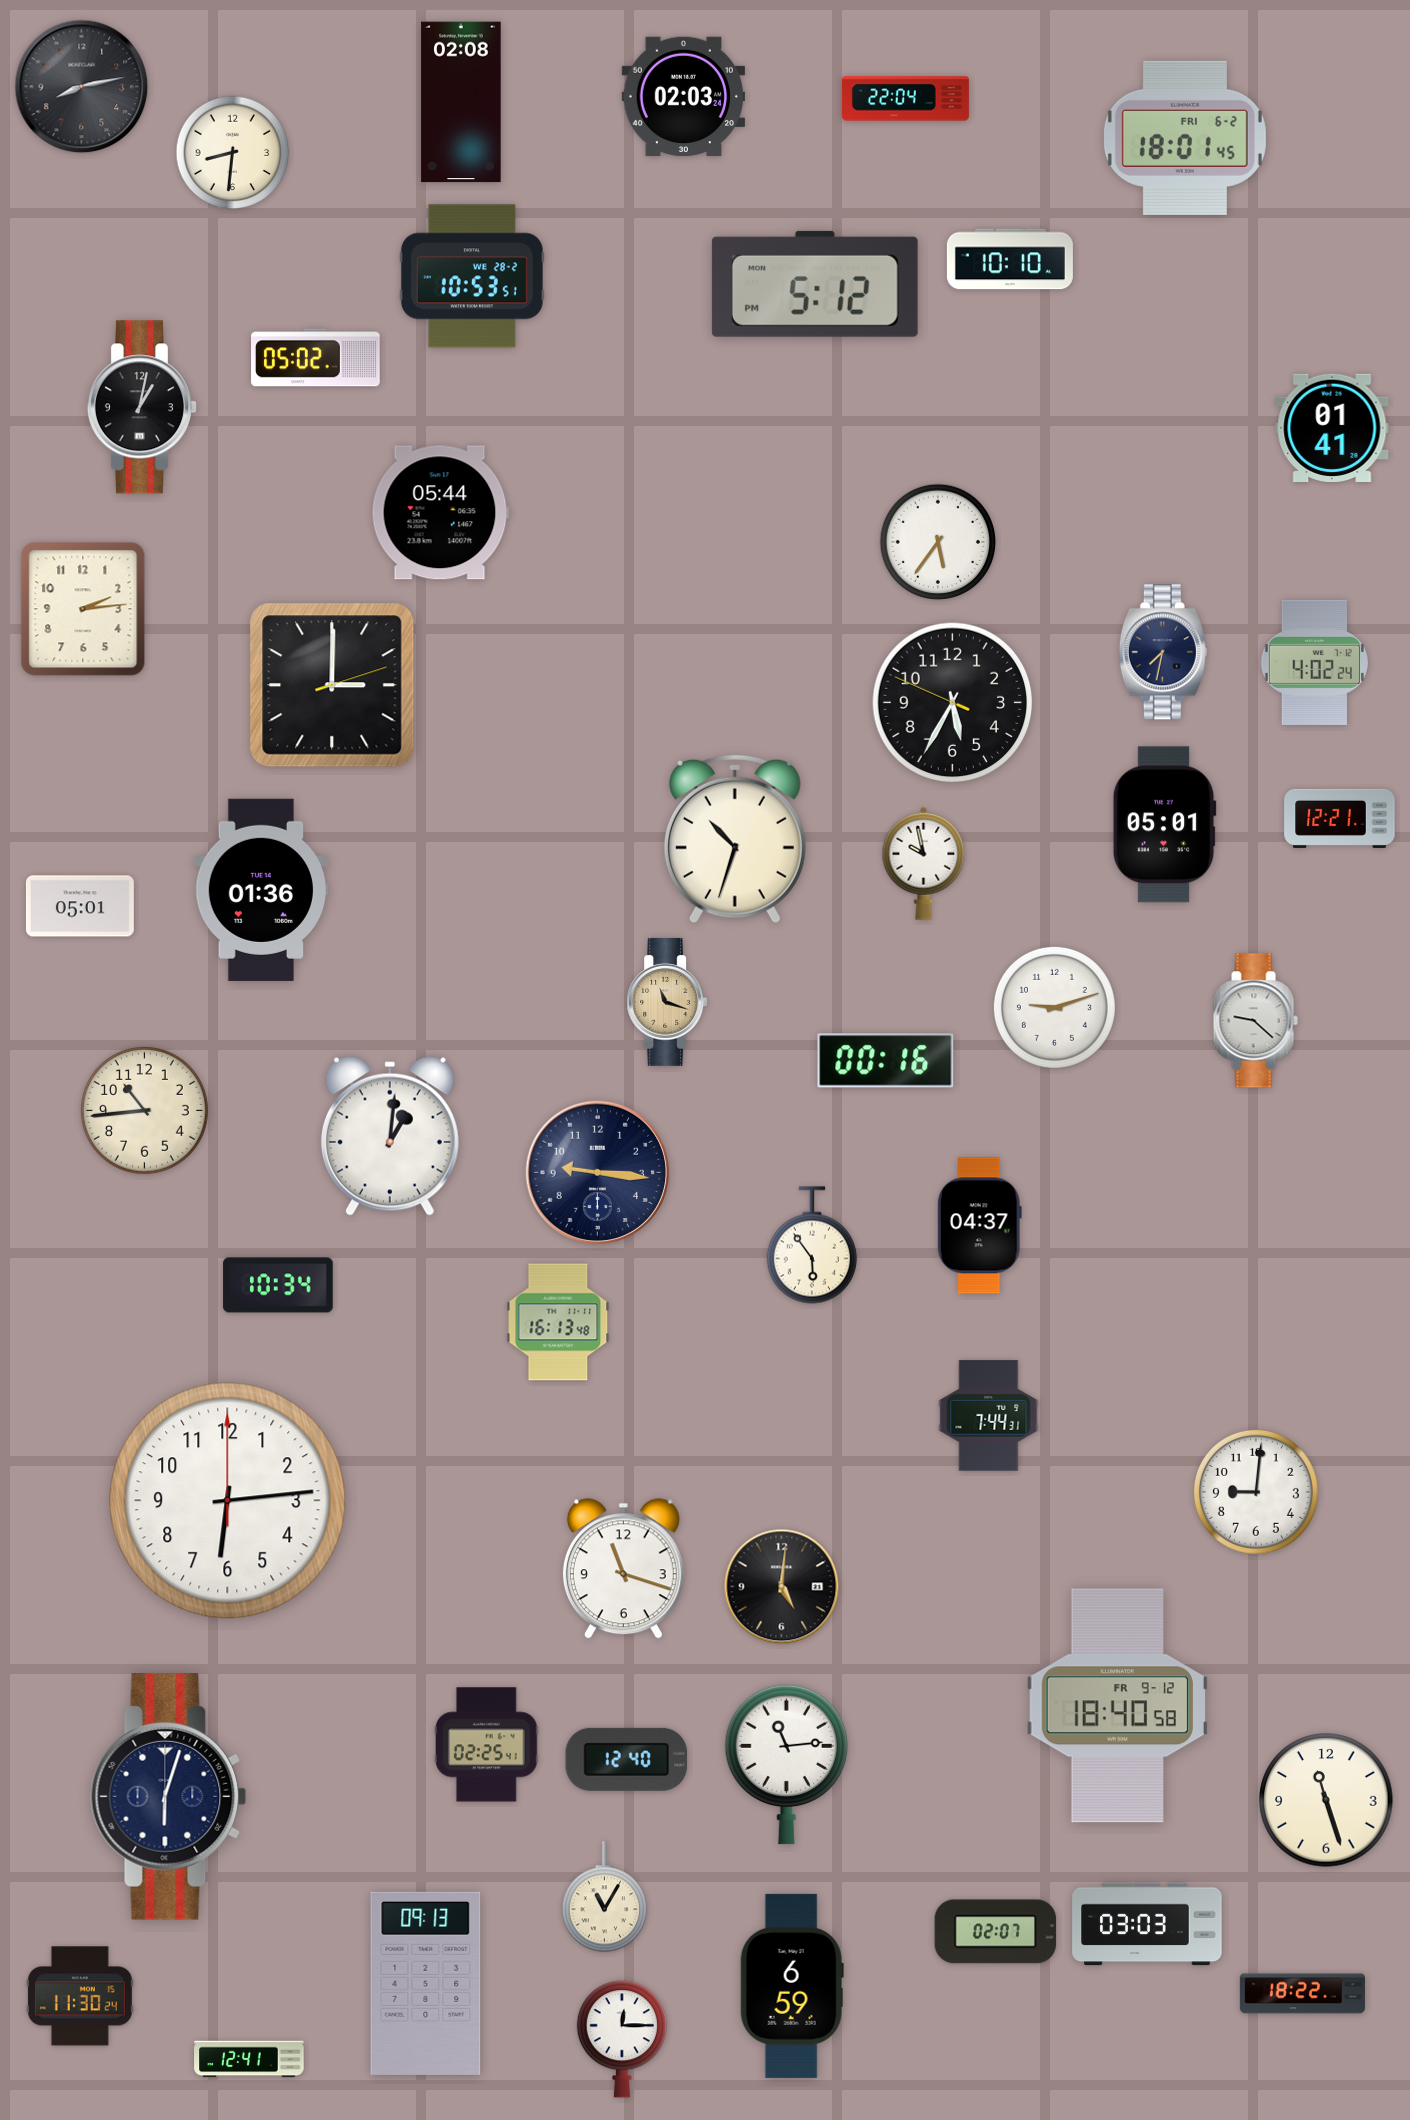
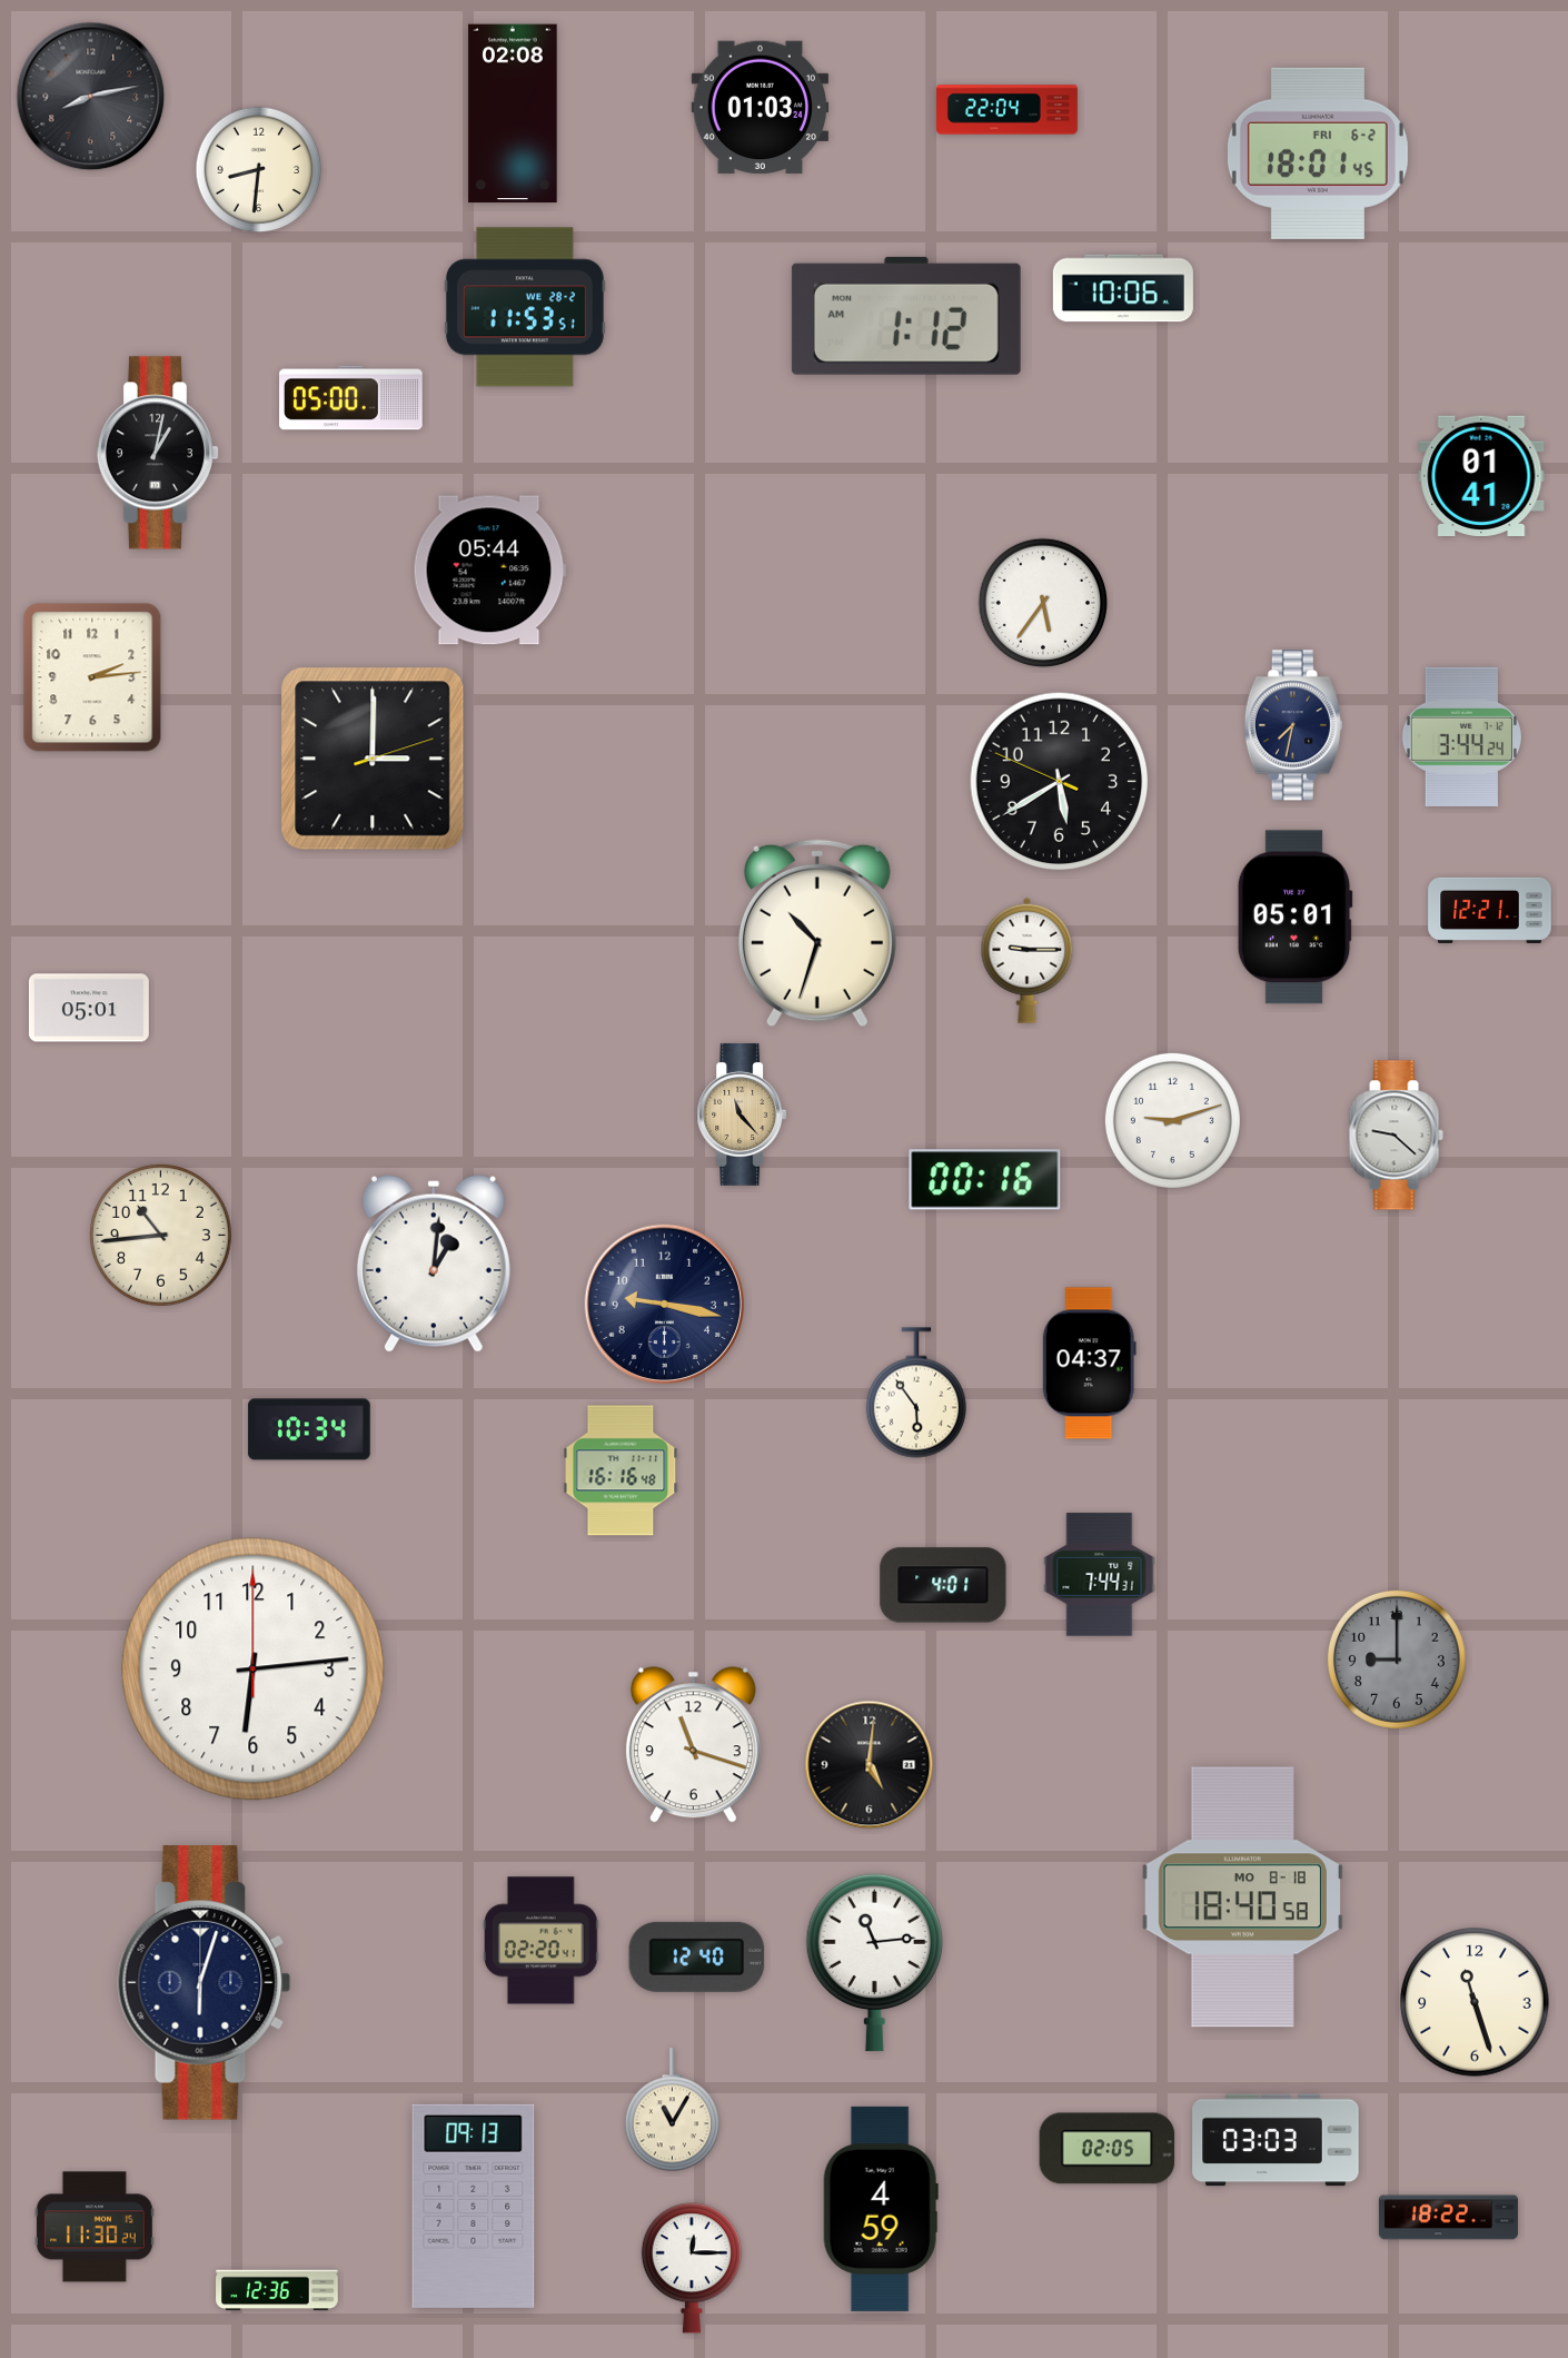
clock at (683, 97): 02:03 -> 01:03
clock at (1010, 259): 10:10 -> 10:06
clock at (472, 276): 10:53 -> 11:53
clock at (815, 284): 5:12 -> 1:12
clock at (316, 358): 05:02 -> 05:00
clock at (1314, 662): 4:02 -> 3:44
clock at (332, 685) position: (332, 685) -> (373, 759)
clock at (953, 703): 5:34 -> 5:39
clock at (924, 863): 9:58 -> 9:15
clock at (261, 890): 01:36 -> none
clock at (667, 1002): 11:18 -> 11:23
clock at (597, 1172): 9:16 -> 9:17
clock at (812, 1245) position: (812, 1245) -> (916, 1393)
clock at (558, 1322): 16:13 -> 16:16
clock at (943, 1585): none -> 4:01
clock at (1256, 1492): 9:01 -> 9:00
clock at (1256, 1492) dial: white -> grey
clock at (1117, 1706) date: FR 9-12 -> MO 8-18
clock at (487, 1745): 02:25 -> 02:20
clock at (169, 1797) position: (169, 1797) -> (205, 1983)
clock at (996, 1932): 02:07 -> 02:05
clock at (792, 1986): 6:59 -> 4:59
clock at (80, 1996) position: (80, 1996) -> (95, 2227)
clock at (249, 2059): 12:41 -> 12:36
